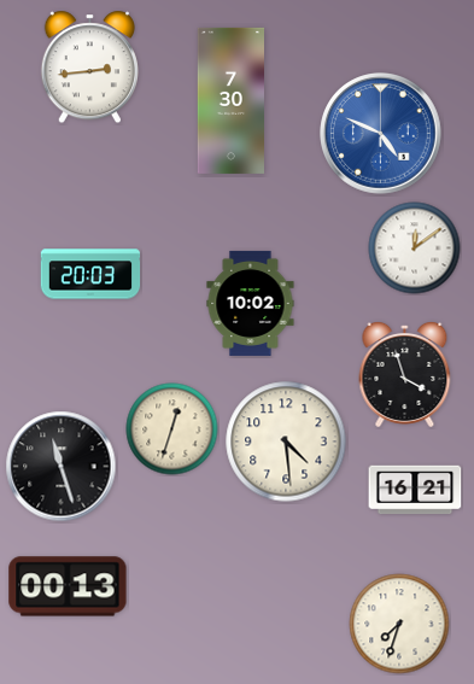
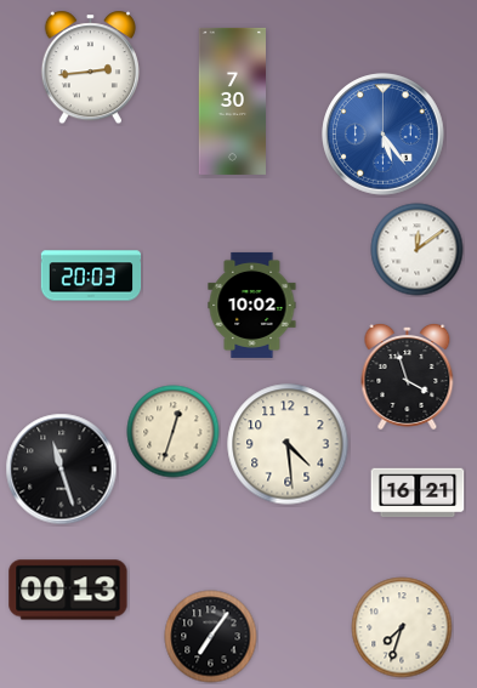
clock at (381, 134): 4:49 -> 5:24
clock at (211, 637): none -> 7:06
